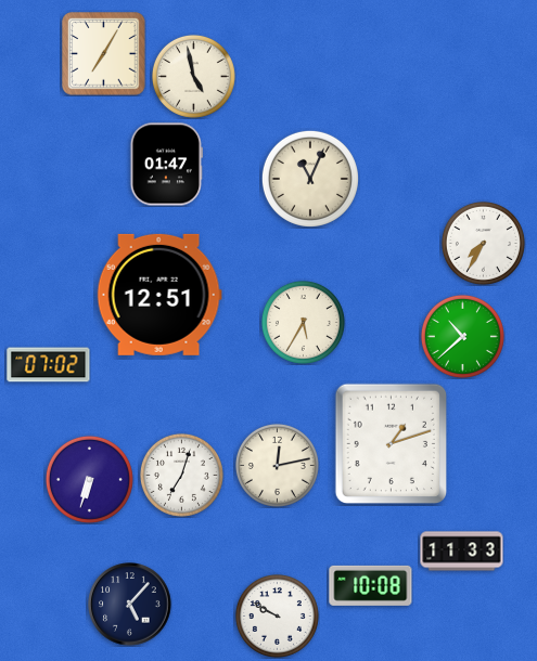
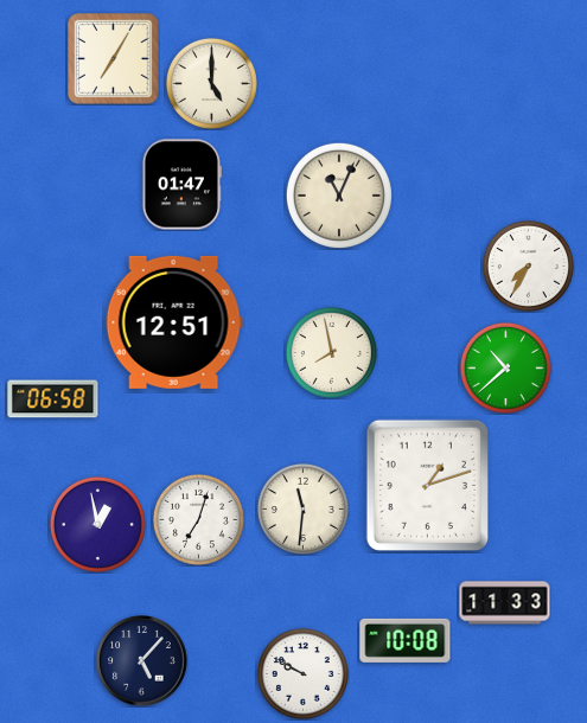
clock at (193, 76): 4:58 -> 5:00
clock at (166, 165) position: (166, 165) -> (181, 185)
clock at (303, 322): 5:35 -> 7:58
clock at (49, 365): 07:02 -> 06:58
clock at (277, 465): 12:13 -> 11:31
clock at (89, 479): 6:33 -> 12:58
